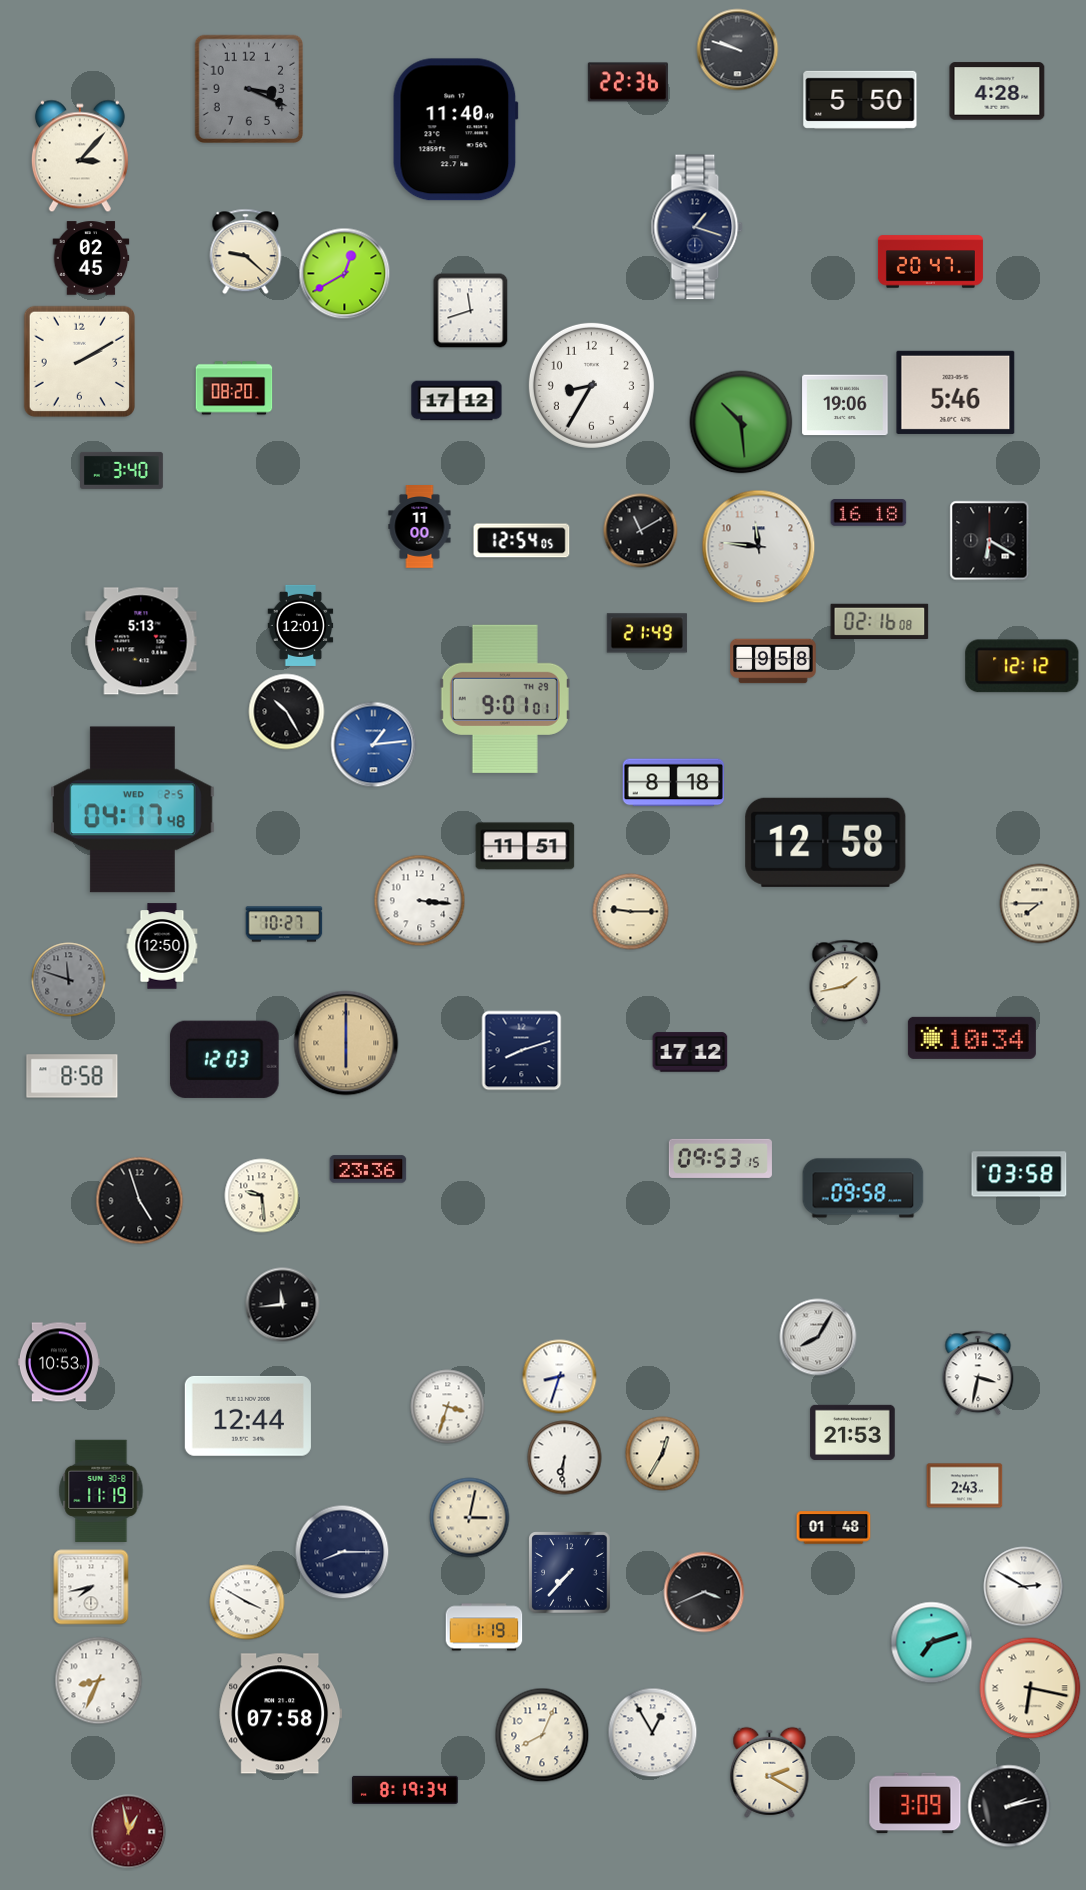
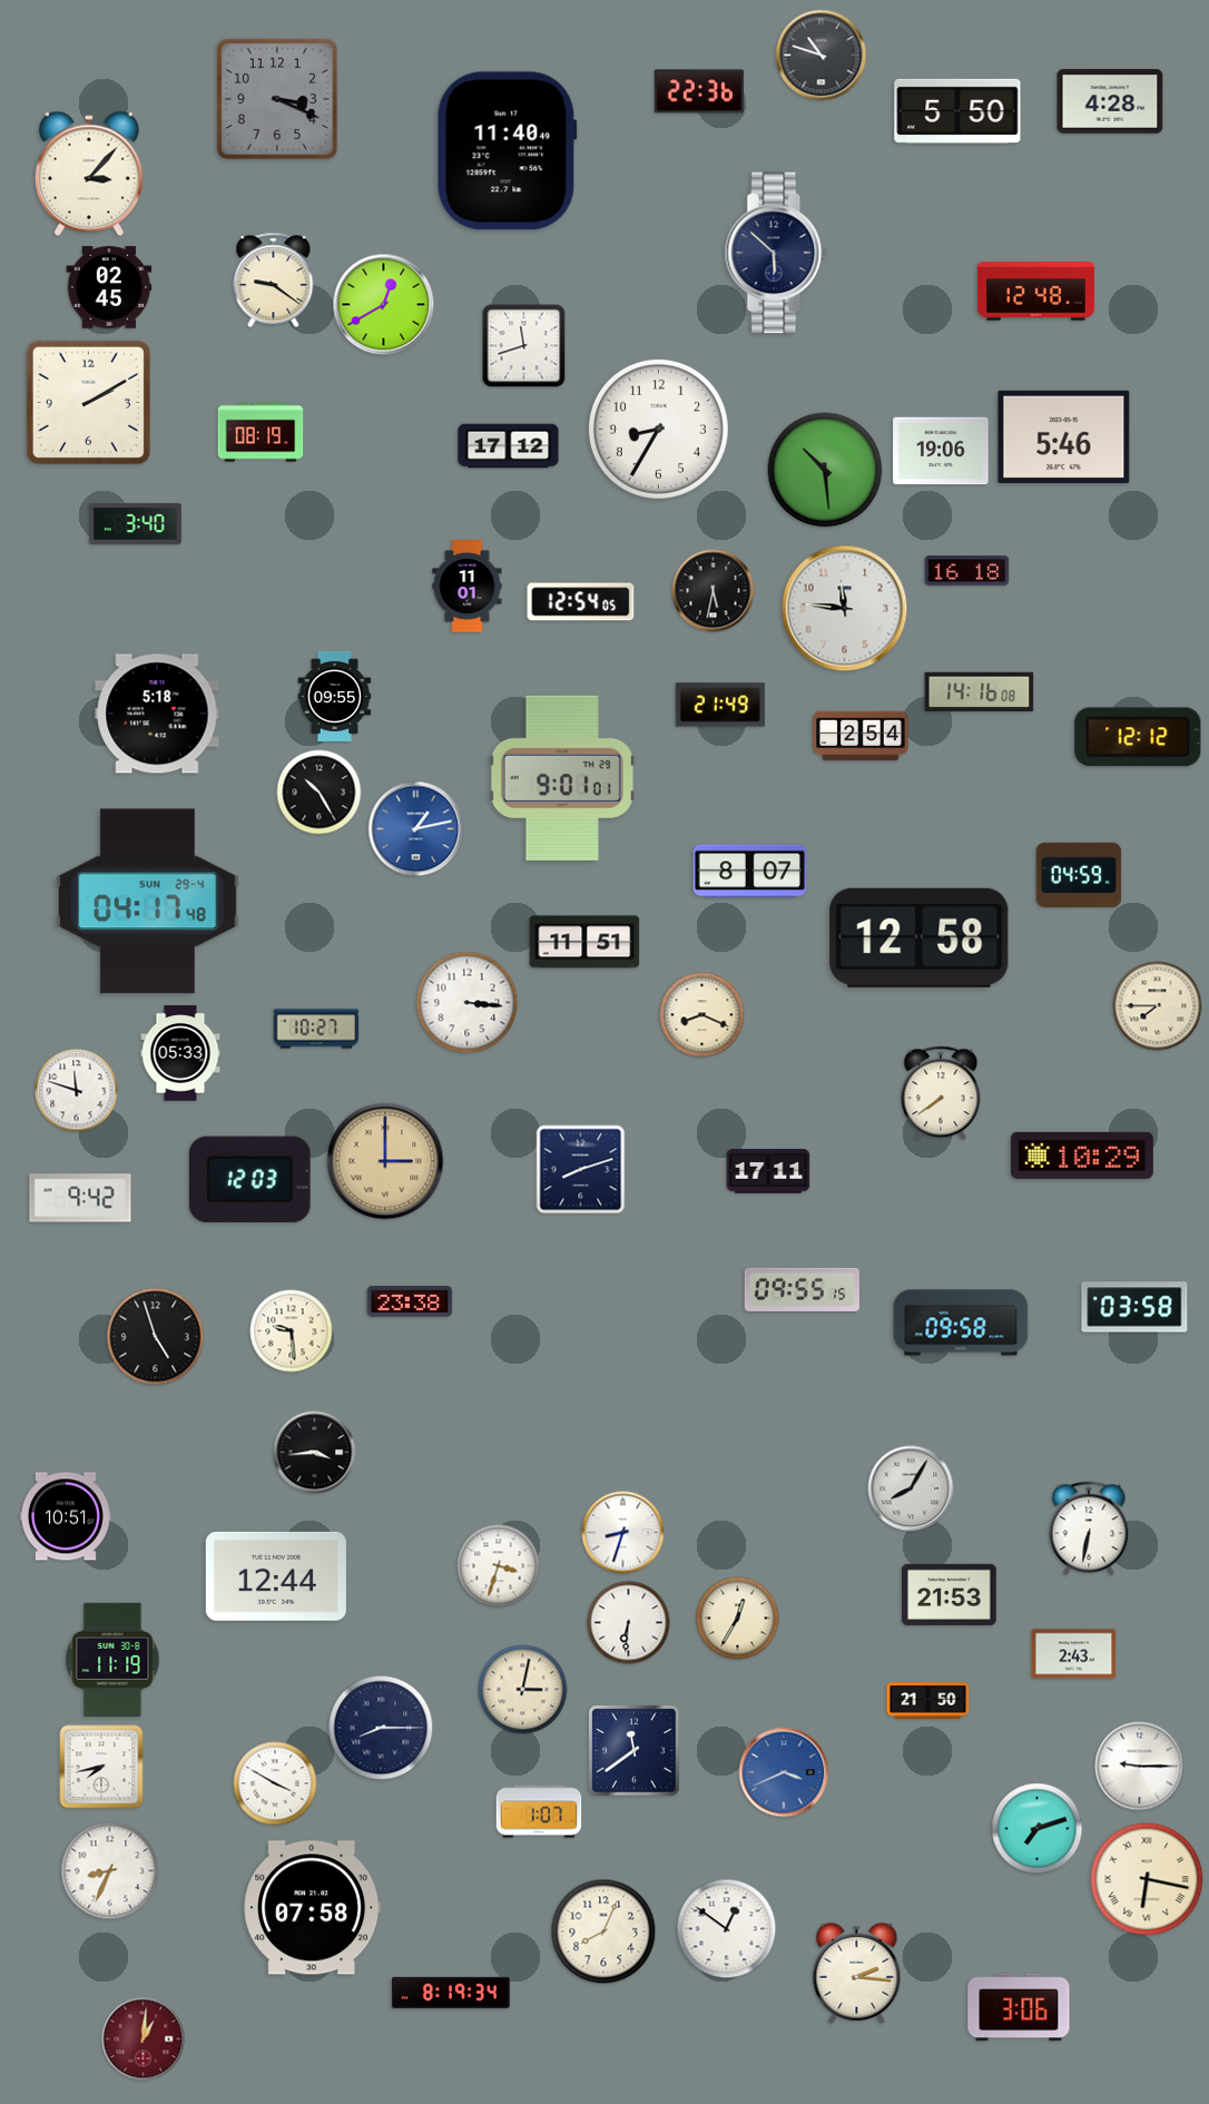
clock at (738, 50): 9:48 -> 10:48
clock at (455, 130) position: (455, 130) -> (507, 151)
clock at (697, 227): 1:18 -> 5:52
clock at (246, 252): 9:22 -> 9:21
clock at (91, 258) position: (91, 258) -> (109, 287)
clock at (930, 262): 20:47 -> 12:48
clock at (234, 388): 08:20 -> 08:19
clock at (420, 527): 11:00 -> 11:01
clock at (641, 531): 11:10 -> 5:32
clock at (990, 541): 6:20 -> none
clock at (880, 621): 02:16 -> 14:16
clock at (301, 625): 12:01 -> 09:55
clock at (141, 641): 5:13 -> 5:18
clock at (773, 661): 9:58 -> 2:54
clock at (1022, 666) position: (1022, 666) -> (1138, 737)
clock at (374, 745): 1:14 -> 1:13
clock at (673, 783): 8:18 -> 8:07
clock at (1079, 874): none -> 04:59
clock at (133, 810) date: WED 2-5 -> SUN 29-4
clock at (631, 912): 9:15 -> 8:19
clock at (162, 946): 12:50 -> 05:33
clock at (69, 980) dial: grey -> white
clock at (845, 982): 1:43 -> 7:39
clock at (972, 1038): 10:34 -> 10:29
clock at (346, 1043): 6:00 -> 3:00
clock at (690, 1052): 17:12 -> 17:11
clock at (72, 1076): 8:58 -> 9:42
clock at (720, 1158): 09:53 -> 09:55
clock at (368, 1169): 23:36 -> 23:38
clock at (283, 1305): 11:44 -> 3:44
clock at (59, 1362): 10:53 -> 10:51
clock at (978, 1373): 3:32 -> 6:32
clock at (834, 1528): 01:48 -> 21:50
clock at (570, 1573): 7:37 -> 11:39
clock at (1024, 1587): 2:50 -> 9:15
clock at (704, 1592) dial: black -> blue
clock at (484, 1627): 1:19 -> 1:07
clock at (653, 1733): 12:55 -> 12:51
clock at (770, 1772): 2:20 -> 2:16
clock at (915, 1803): 3:09 -> 3:06
clock at (1009, 1806): 2:13 -> none
clock at (129, 1832): 12:58 -> 1:01
